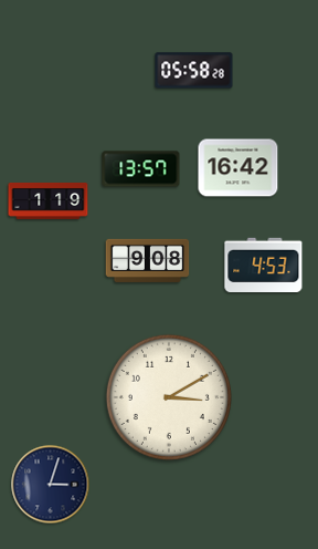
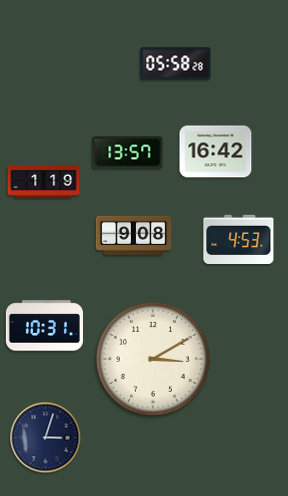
clock at (44, 326): none -> 10:31
